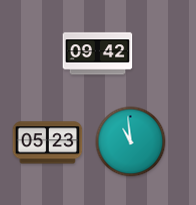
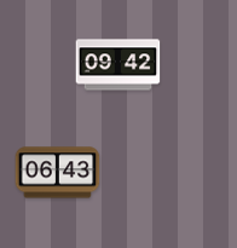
clock at (131, 142): 10:59 -> none
clock at (48, 143): 05:23 -> 06:43
